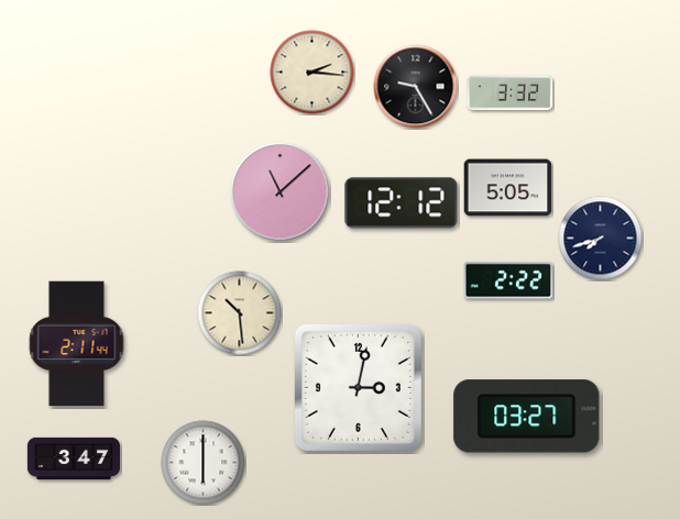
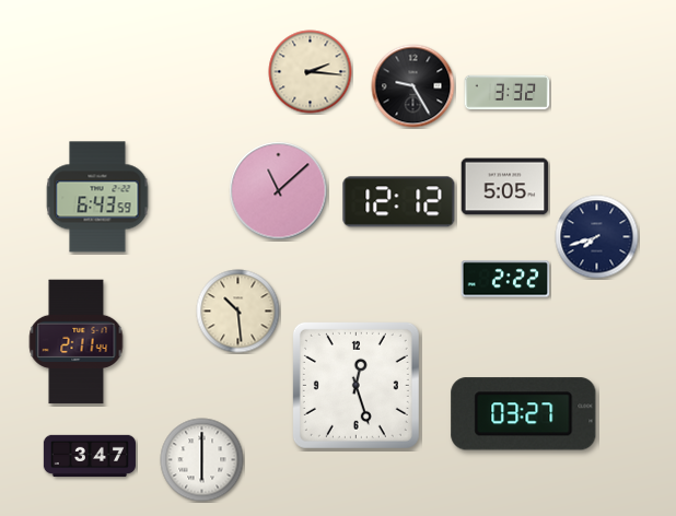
clock at (97, 197): none -> 6:43
clock at (358, 387): 3:02 -> 12:27
clock at (74, 457) position: (74, 457) -> (90, 455)
